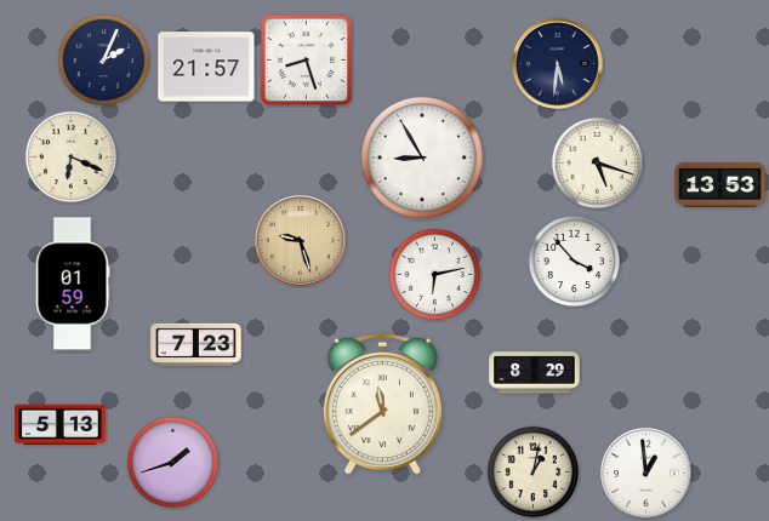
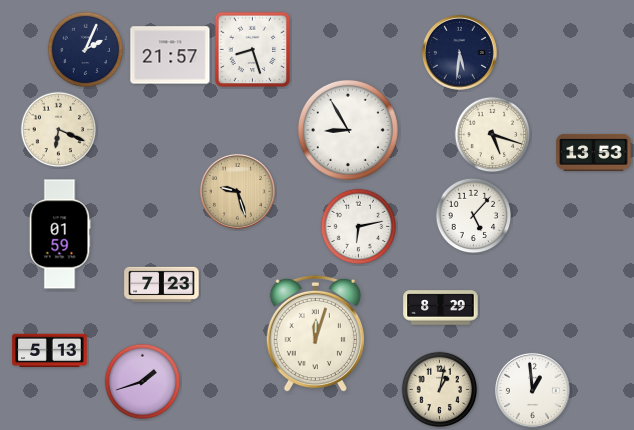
clock at (300, 240) position: (300, 240) -> (237, 191)
clock at (575, 262): 3:53 -> 5:07
clock at (382, 405): 11:39 -> 12:03
